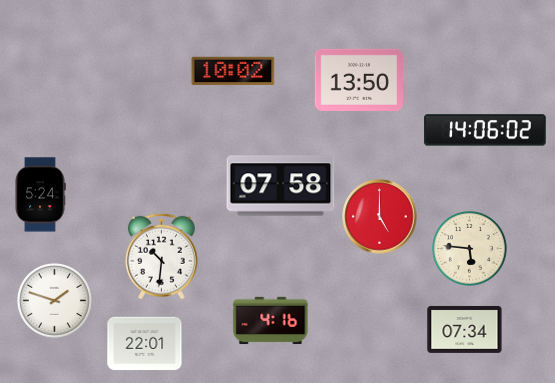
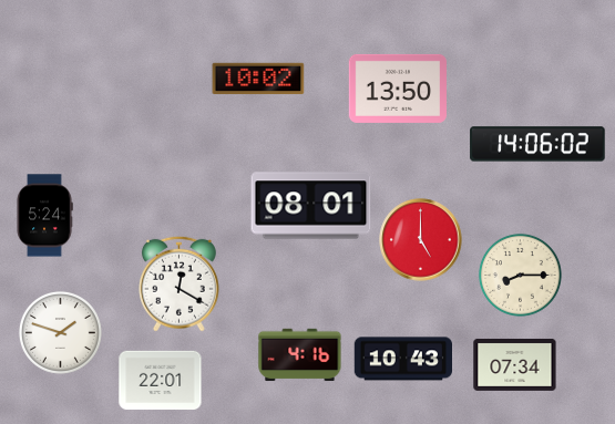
clock at (281, 186): 07:58 -> 08:01
clock at (469, 248): 5:46 -> 8:15
clock at (161, 256): 10:31 -> 12:20
clock at (402, 359): none -> 10:43
